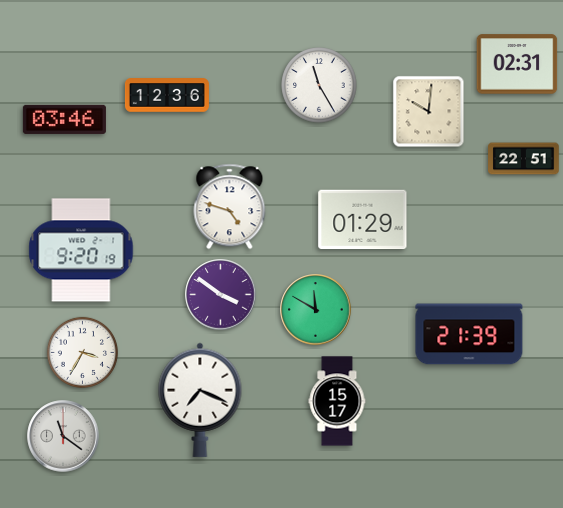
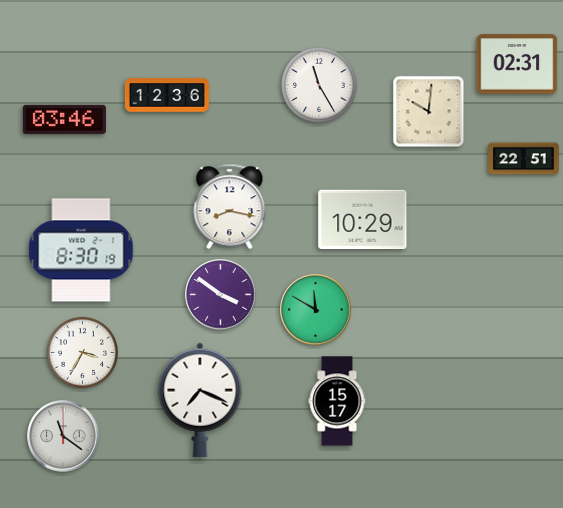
clock at (230, 207): 4:48 -> 8:17
clock at (363, 220): 01:29 -> 10:29
clock at (81, 250): 9:20 -> 8:30
clock at (469, 334): 21:39 -> none
